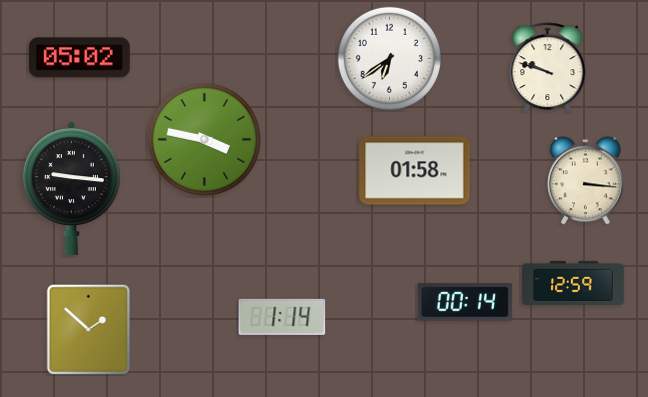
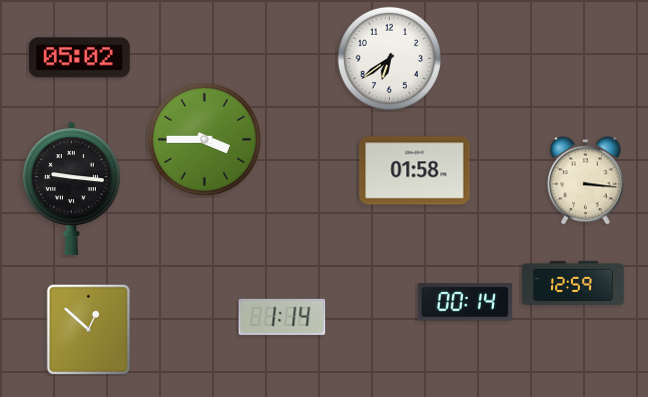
clock at (548, 68): 9:48 -> none
clock at (204, 139): 3:47 -> 3:45
clock at (89, 329): 1:52 -> 12:52
